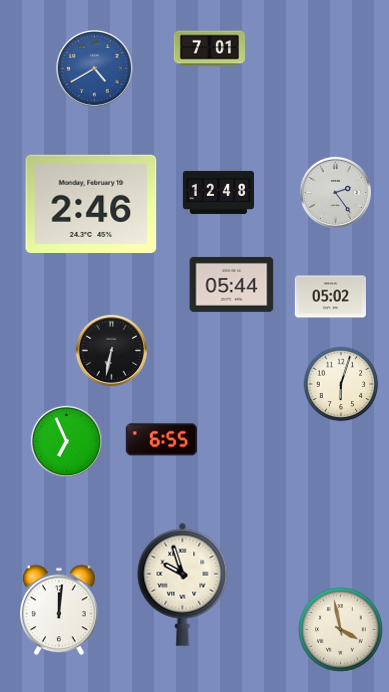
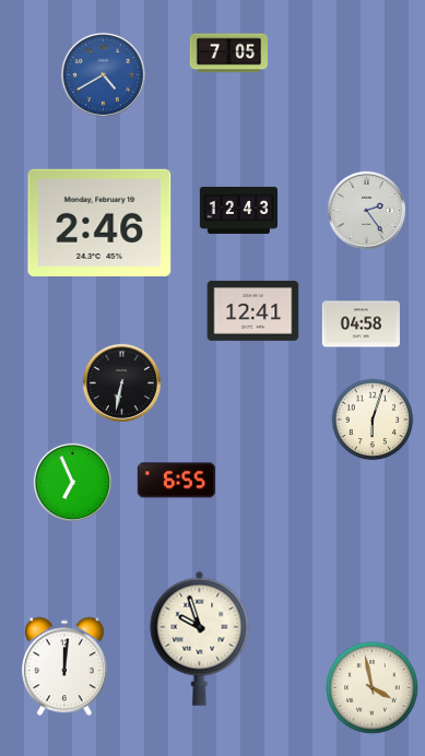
clock at (209, 49): 7:01 -> 7:05
clock at (218, 192): 12:48 -> 12:43
clock at (232, 284): 05:44 -> 12:41
clock at (330, 297): 05:02 -> 04:58
